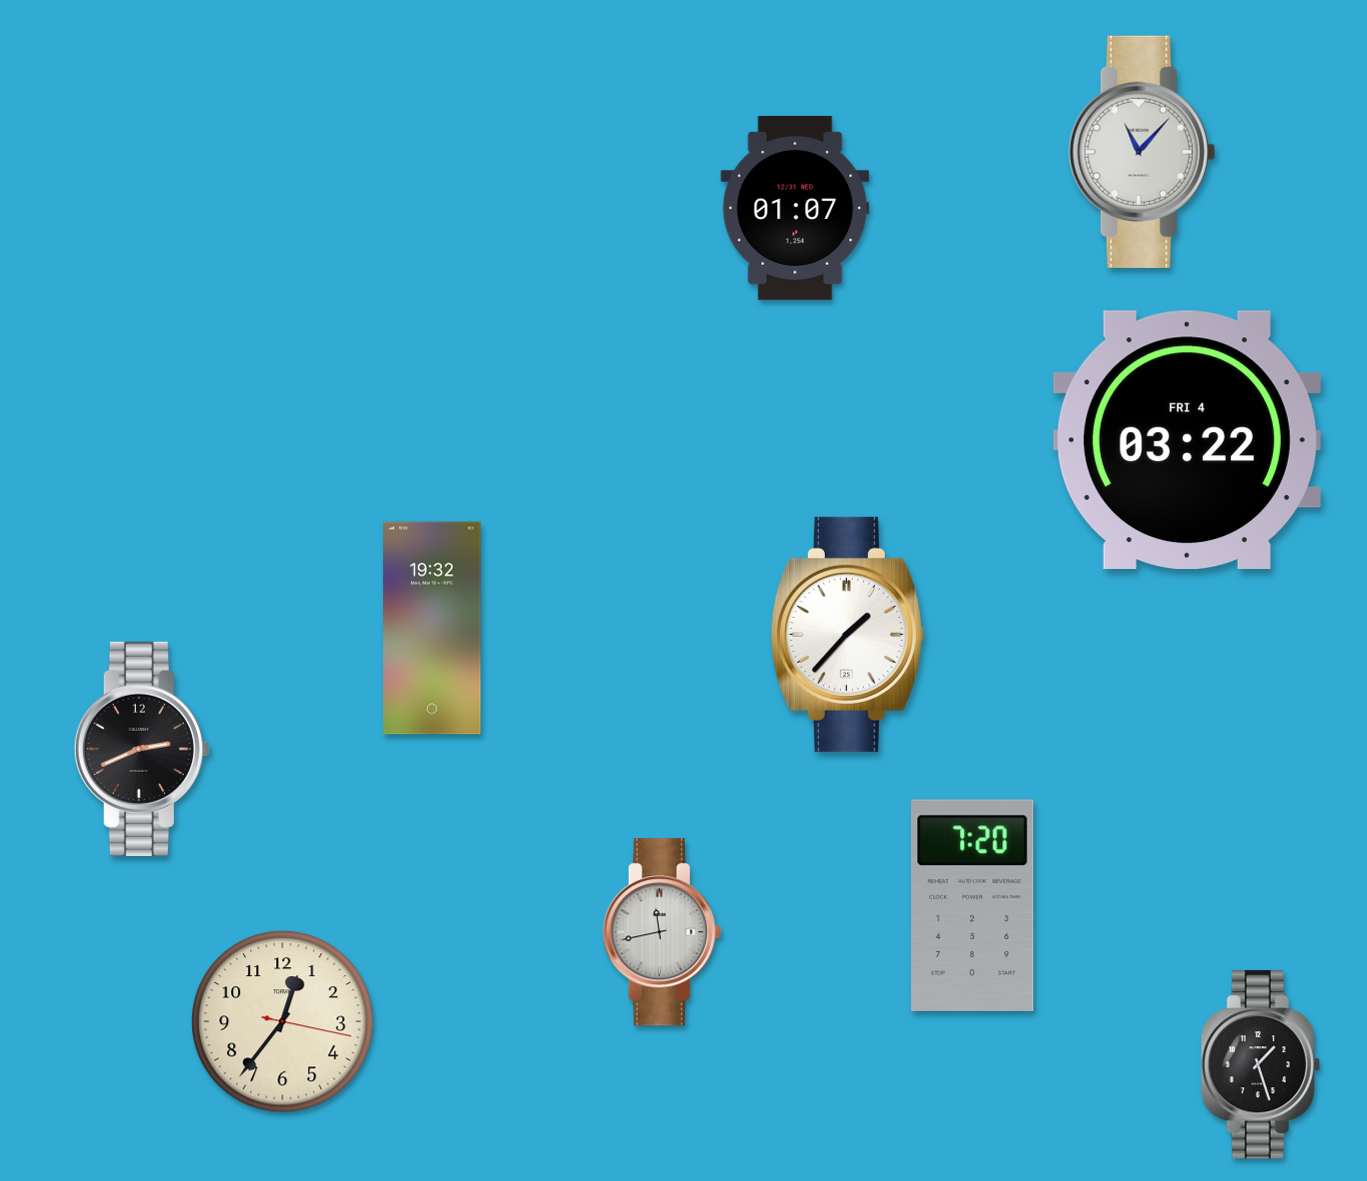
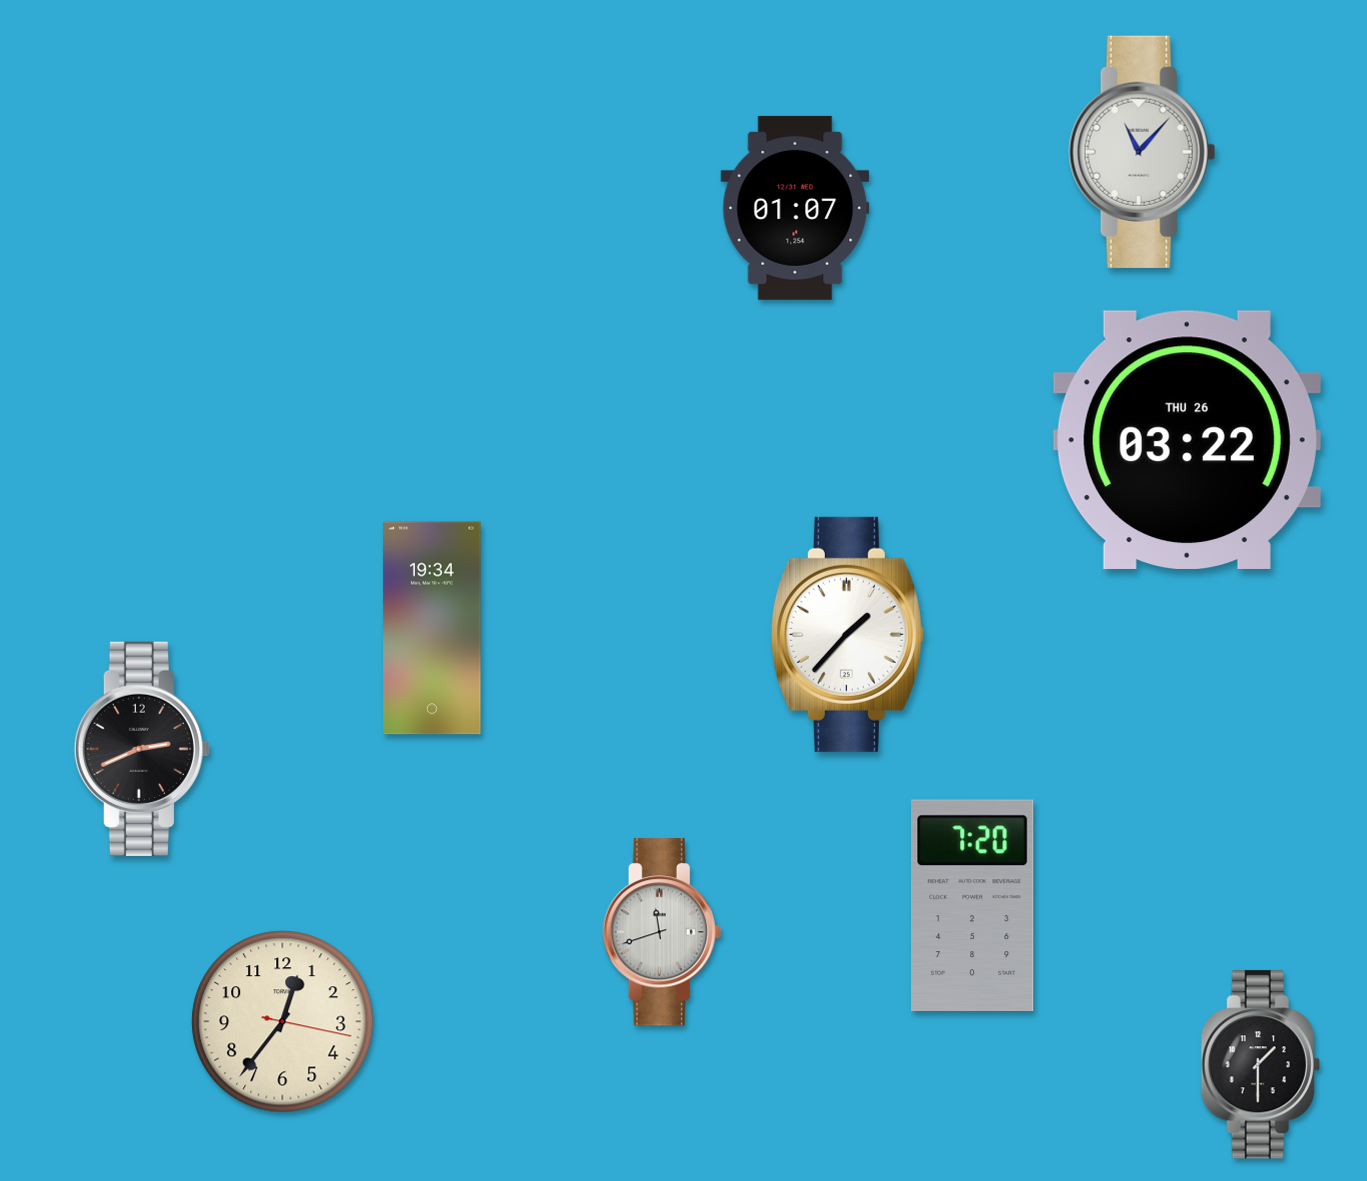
clock at (1187, 440) date: FRI 4 -> THU 26
clock at (432, 628): 19:32 -> 19:34
clock at (662, 932): 11:43 -> 11:42
clock at (1260, 1065): 1:27 -> 1:30
